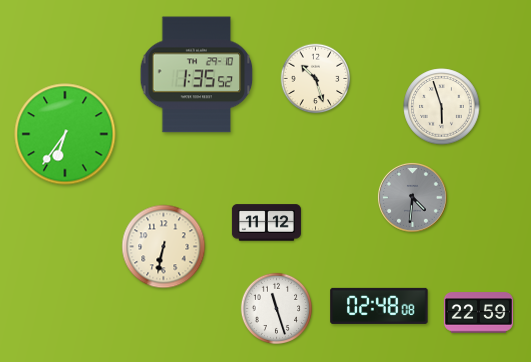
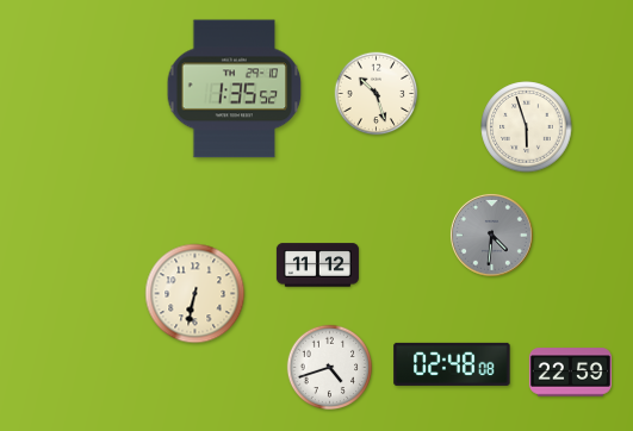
clock at (65, 134): 6:36 -> none
clock at (276, 308): 11:27 -> 4:42
